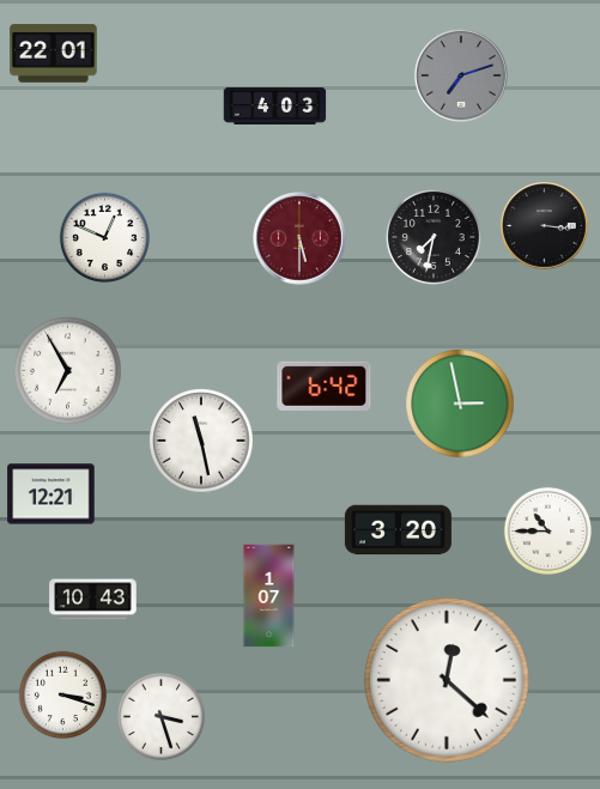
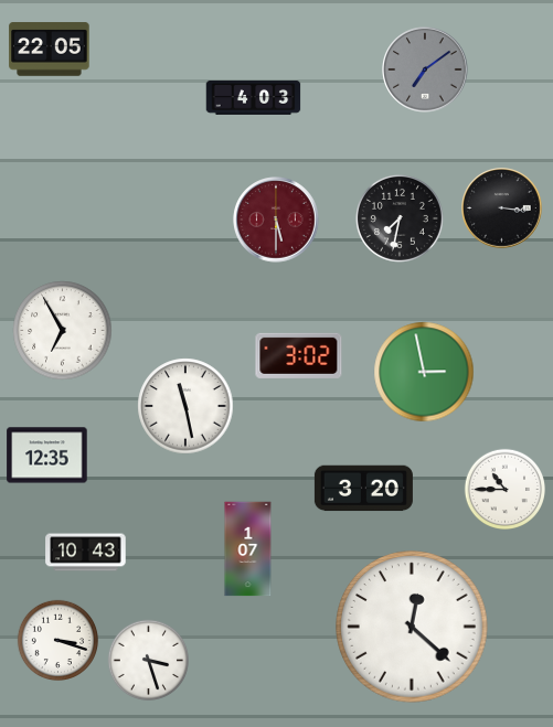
clock at (54, 54): 22:01 -> 22:05
clock at (461, 75): 7:12 -> 7:09
clock at (104, 237): 12:49 -> none
clock at (68, 371) position: (68, 371) -> (63, 331)
clock at (325, 386): 6:42 -> 3:02
clock at (51, 494): 12:21 -> 12:35
clock at (398, 530) position: (398, 530) -> (363, 489)
